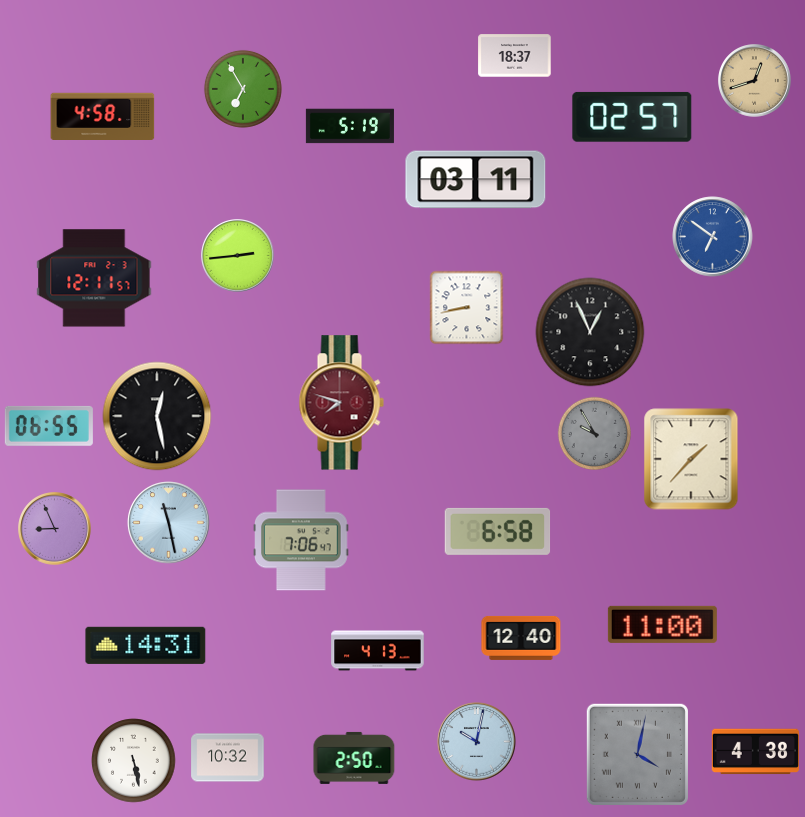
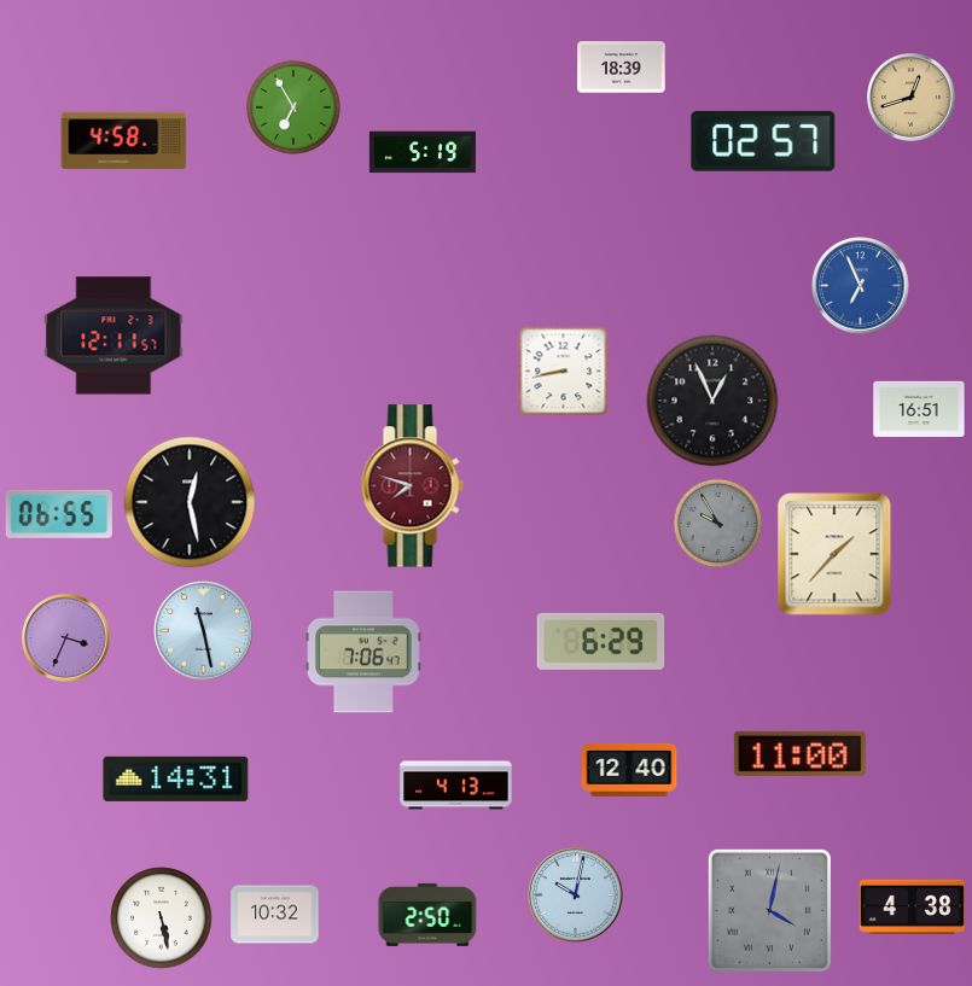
clock at (515, 56): 18:37 -> 18:39
clock at (476, 180): 03:11 -> none
clock at (713, 237): 6:51 -> 6:56
clock at (238, 256): 2:44 -> none
clock at (919, 409): none -> 16:51
clock at (55, 529): 8:56 -> 3:34
clock at (498, 531): 6:58 -> 6:29
